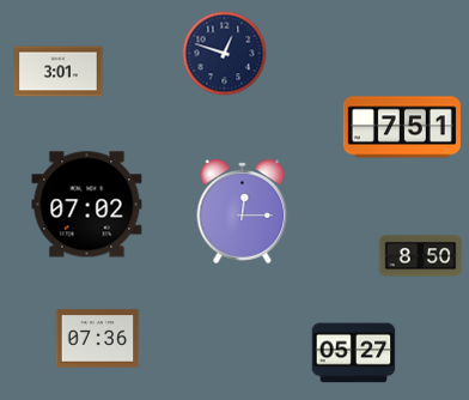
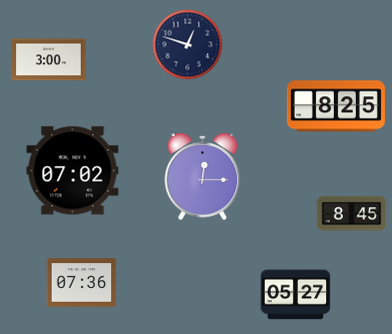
clock at (59, 72): 3:01 -> 3:00
clock at (402, 127): 7:51 -> 8:25
clock at (421, 256): 8:50 -> 8:45
